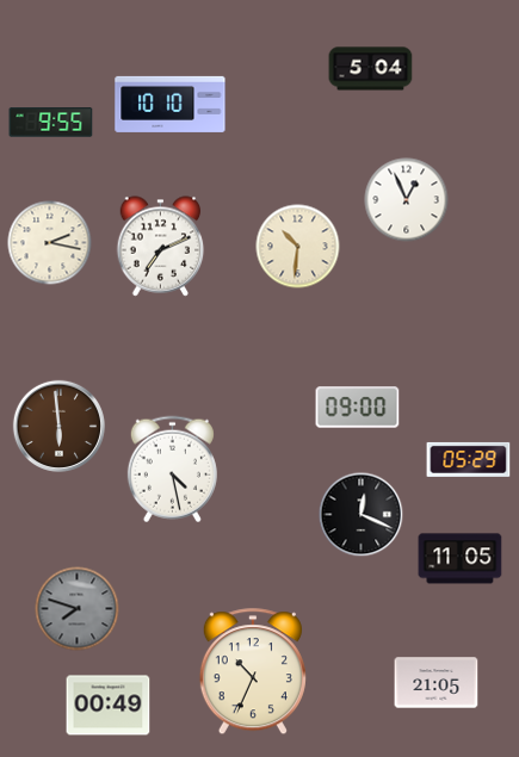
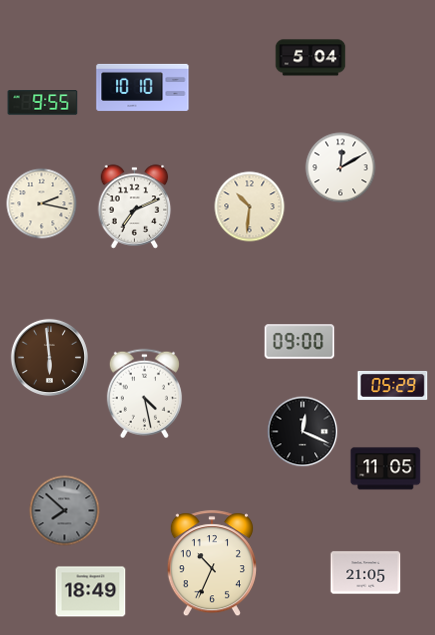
clock at (407, 200): 12:56 -> 12:10
clock at (78, 609): 7:48 -> 7:52
clock at (109, 706): 00:49 -> 18:49
